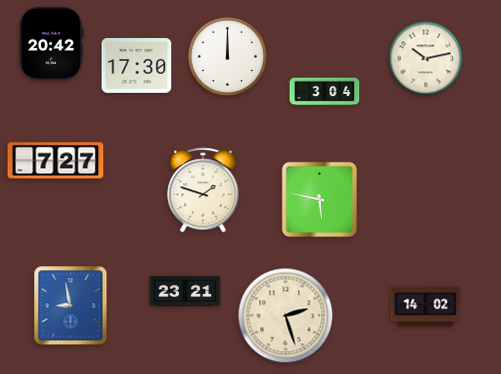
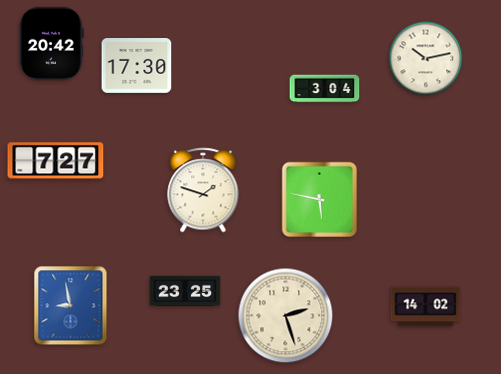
clock at (227, 56): 12:00 -> none
clock at (325, 92) position: (325, 92) -> (325, 89)
clock at (185, 291): 23:21 -> 23:25
